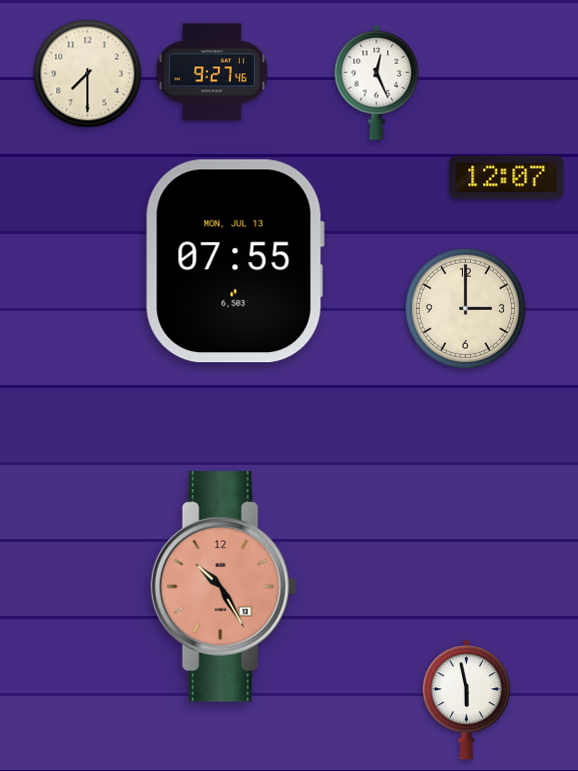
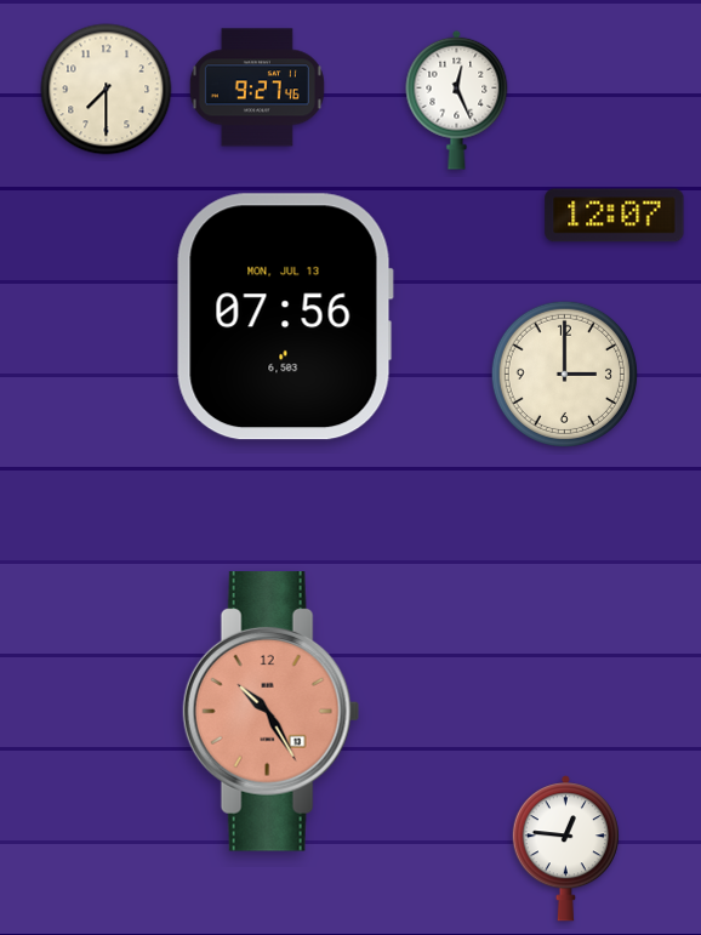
clock at (235, 261): 07:55 -> 07:56
clock at (466, 700): 5:58 -> 12:46
